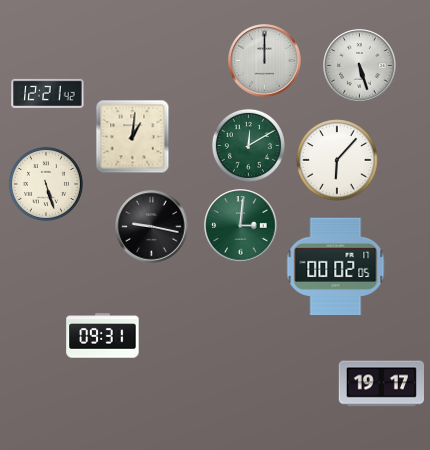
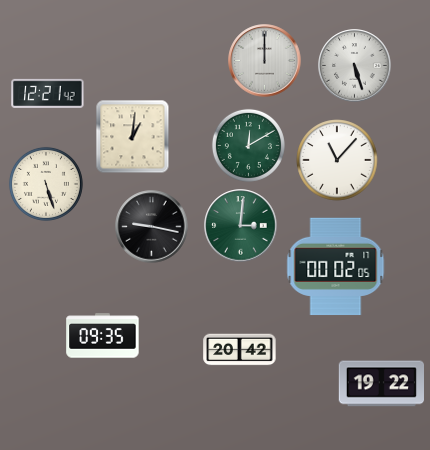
clock at (360, 66) position: (360, 66) -> (355, 66)
clock at (337, 160): 6:07 -> 11:07
clock at (103, 336): 09:31 -> 09:35
clock at (240, 350): none -> 20:42
clock at (381, 384): 19:17 -> 19:22
